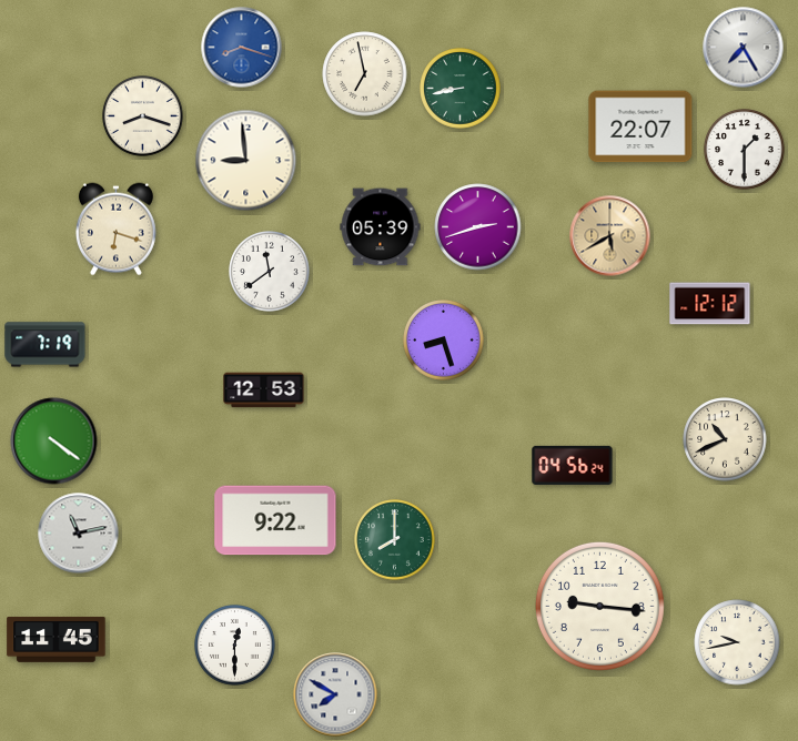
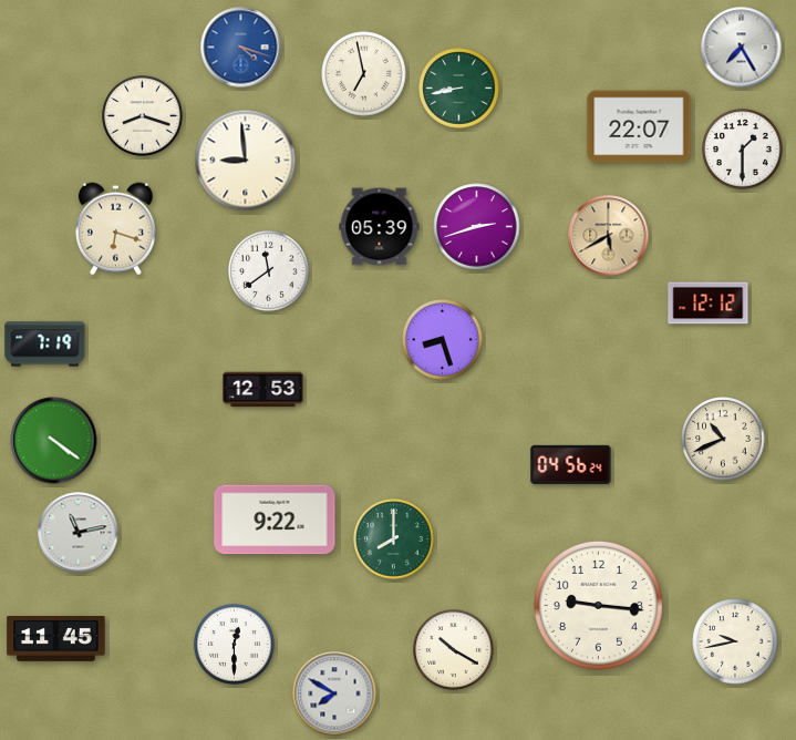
clock at (242, 48): 8:18 -> 4:18
clock at (454, 650): none -> 10:20
